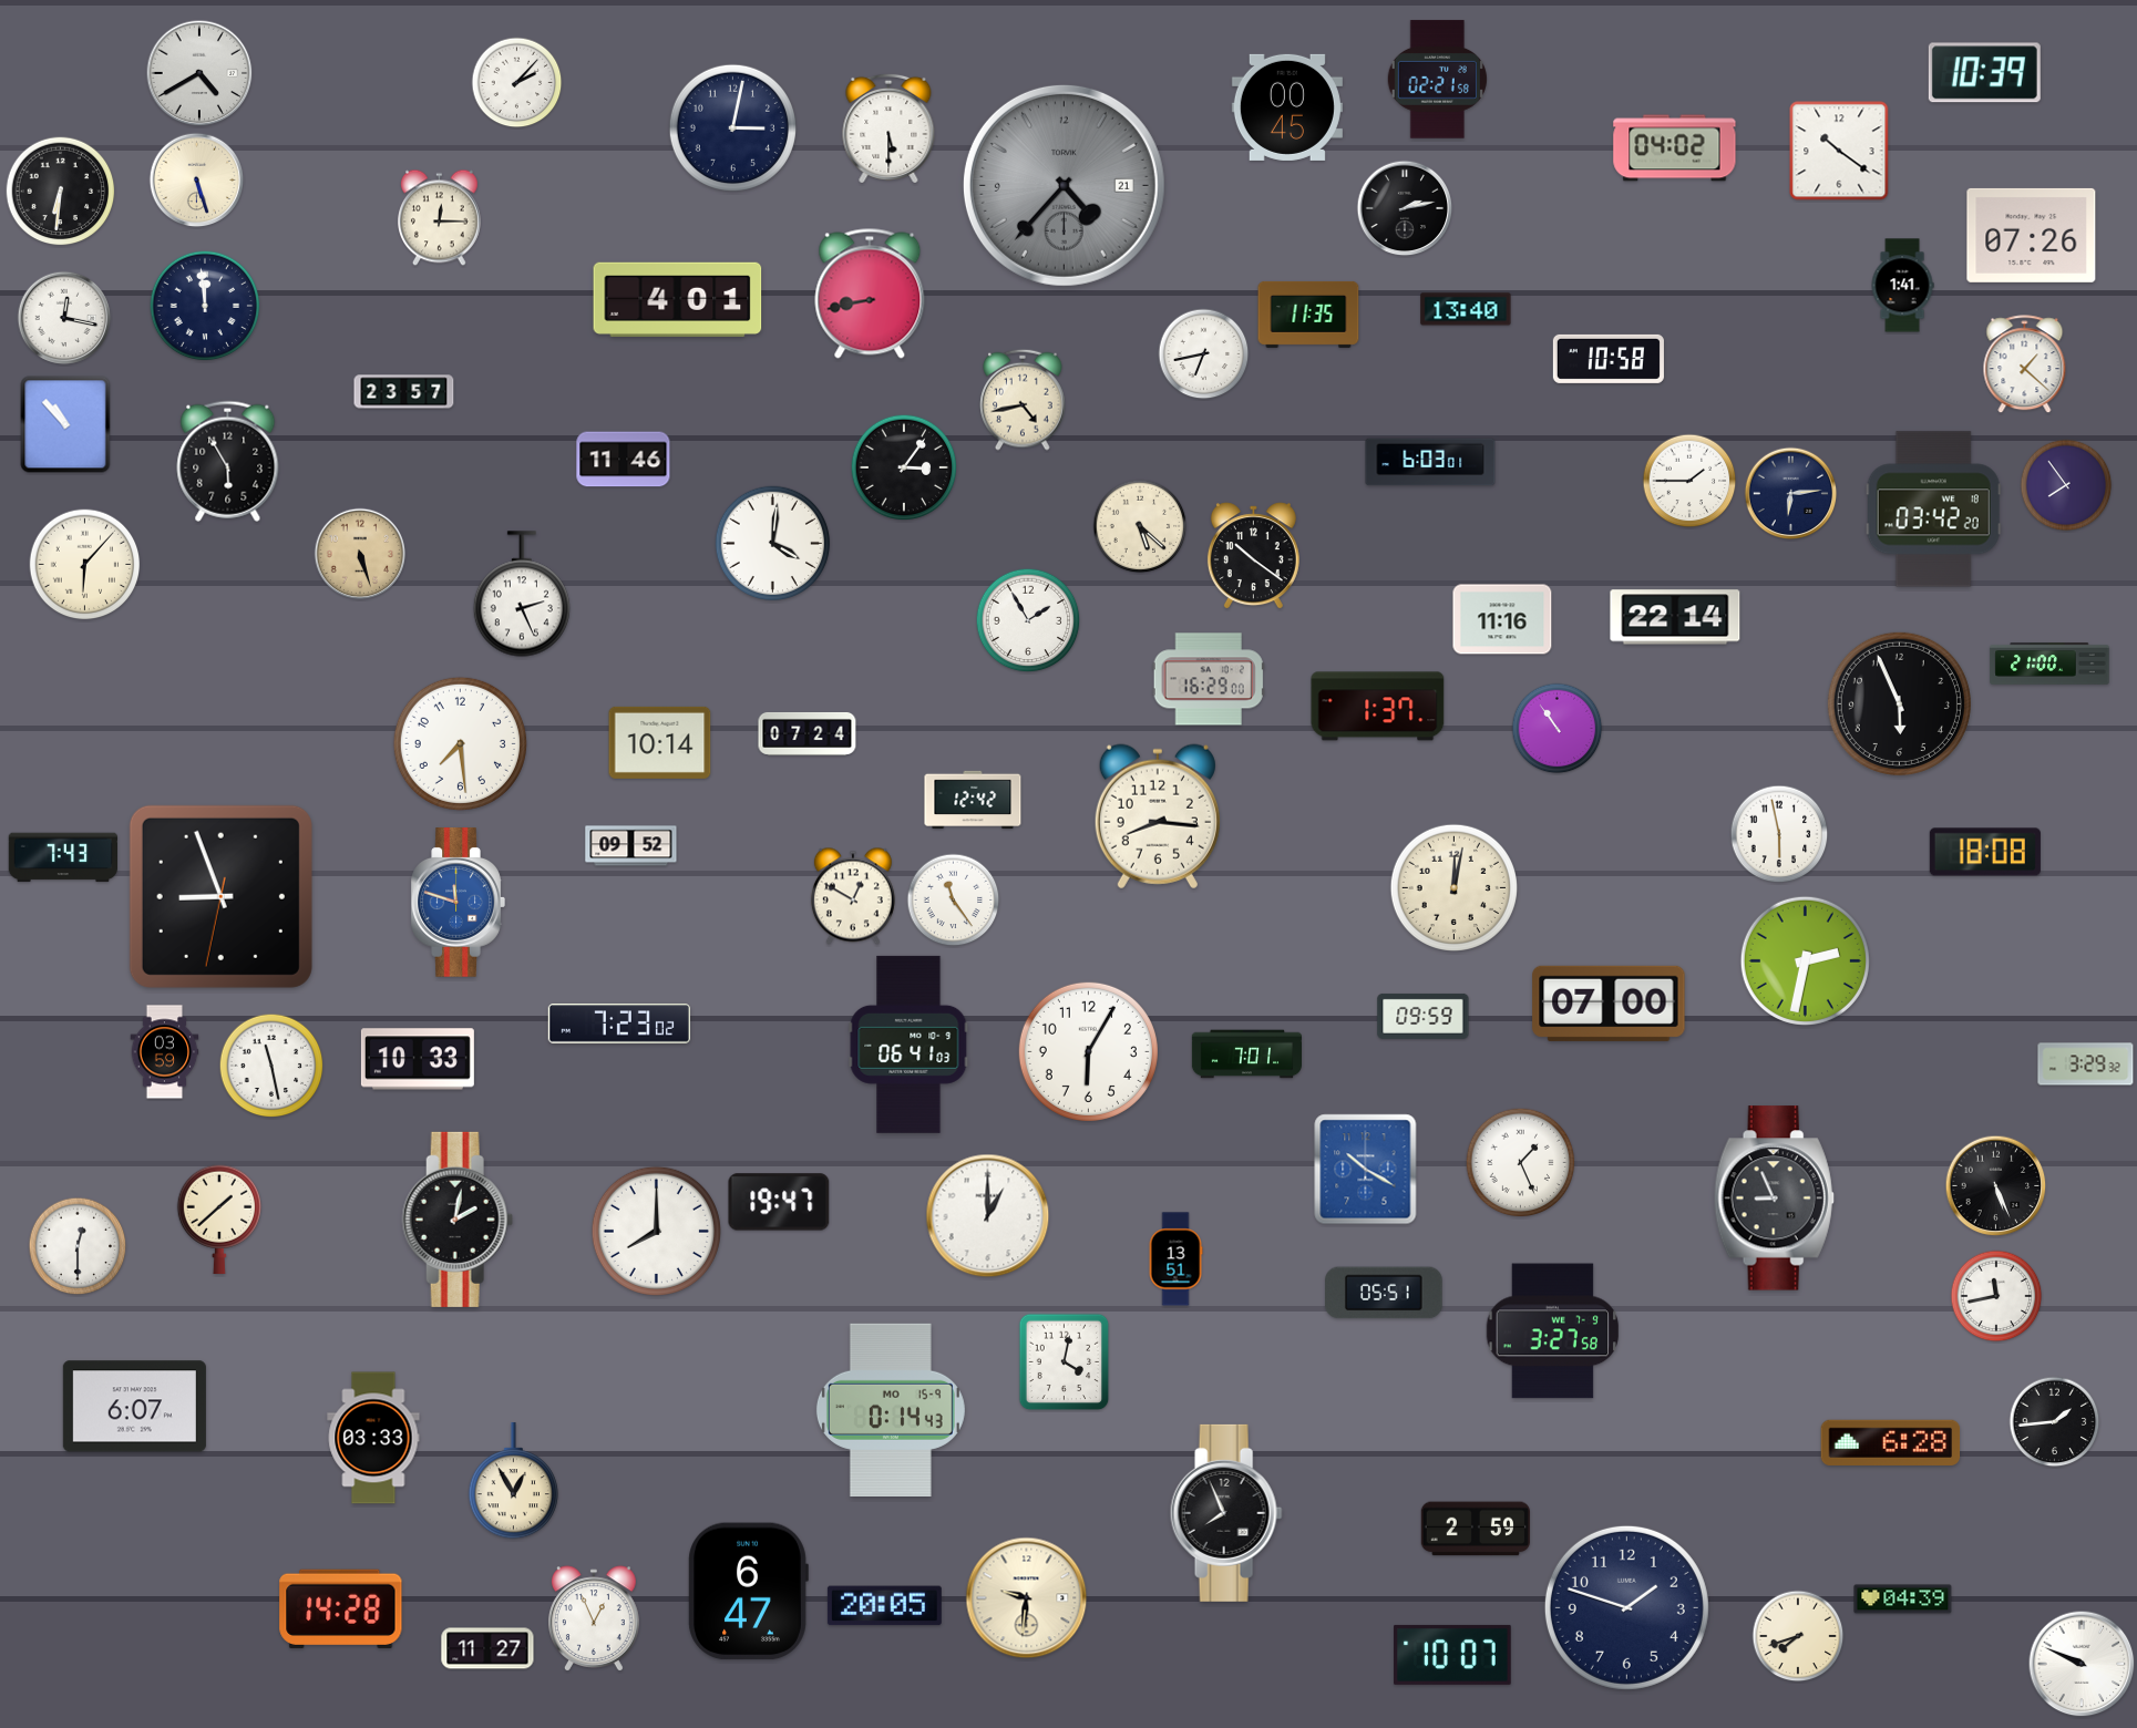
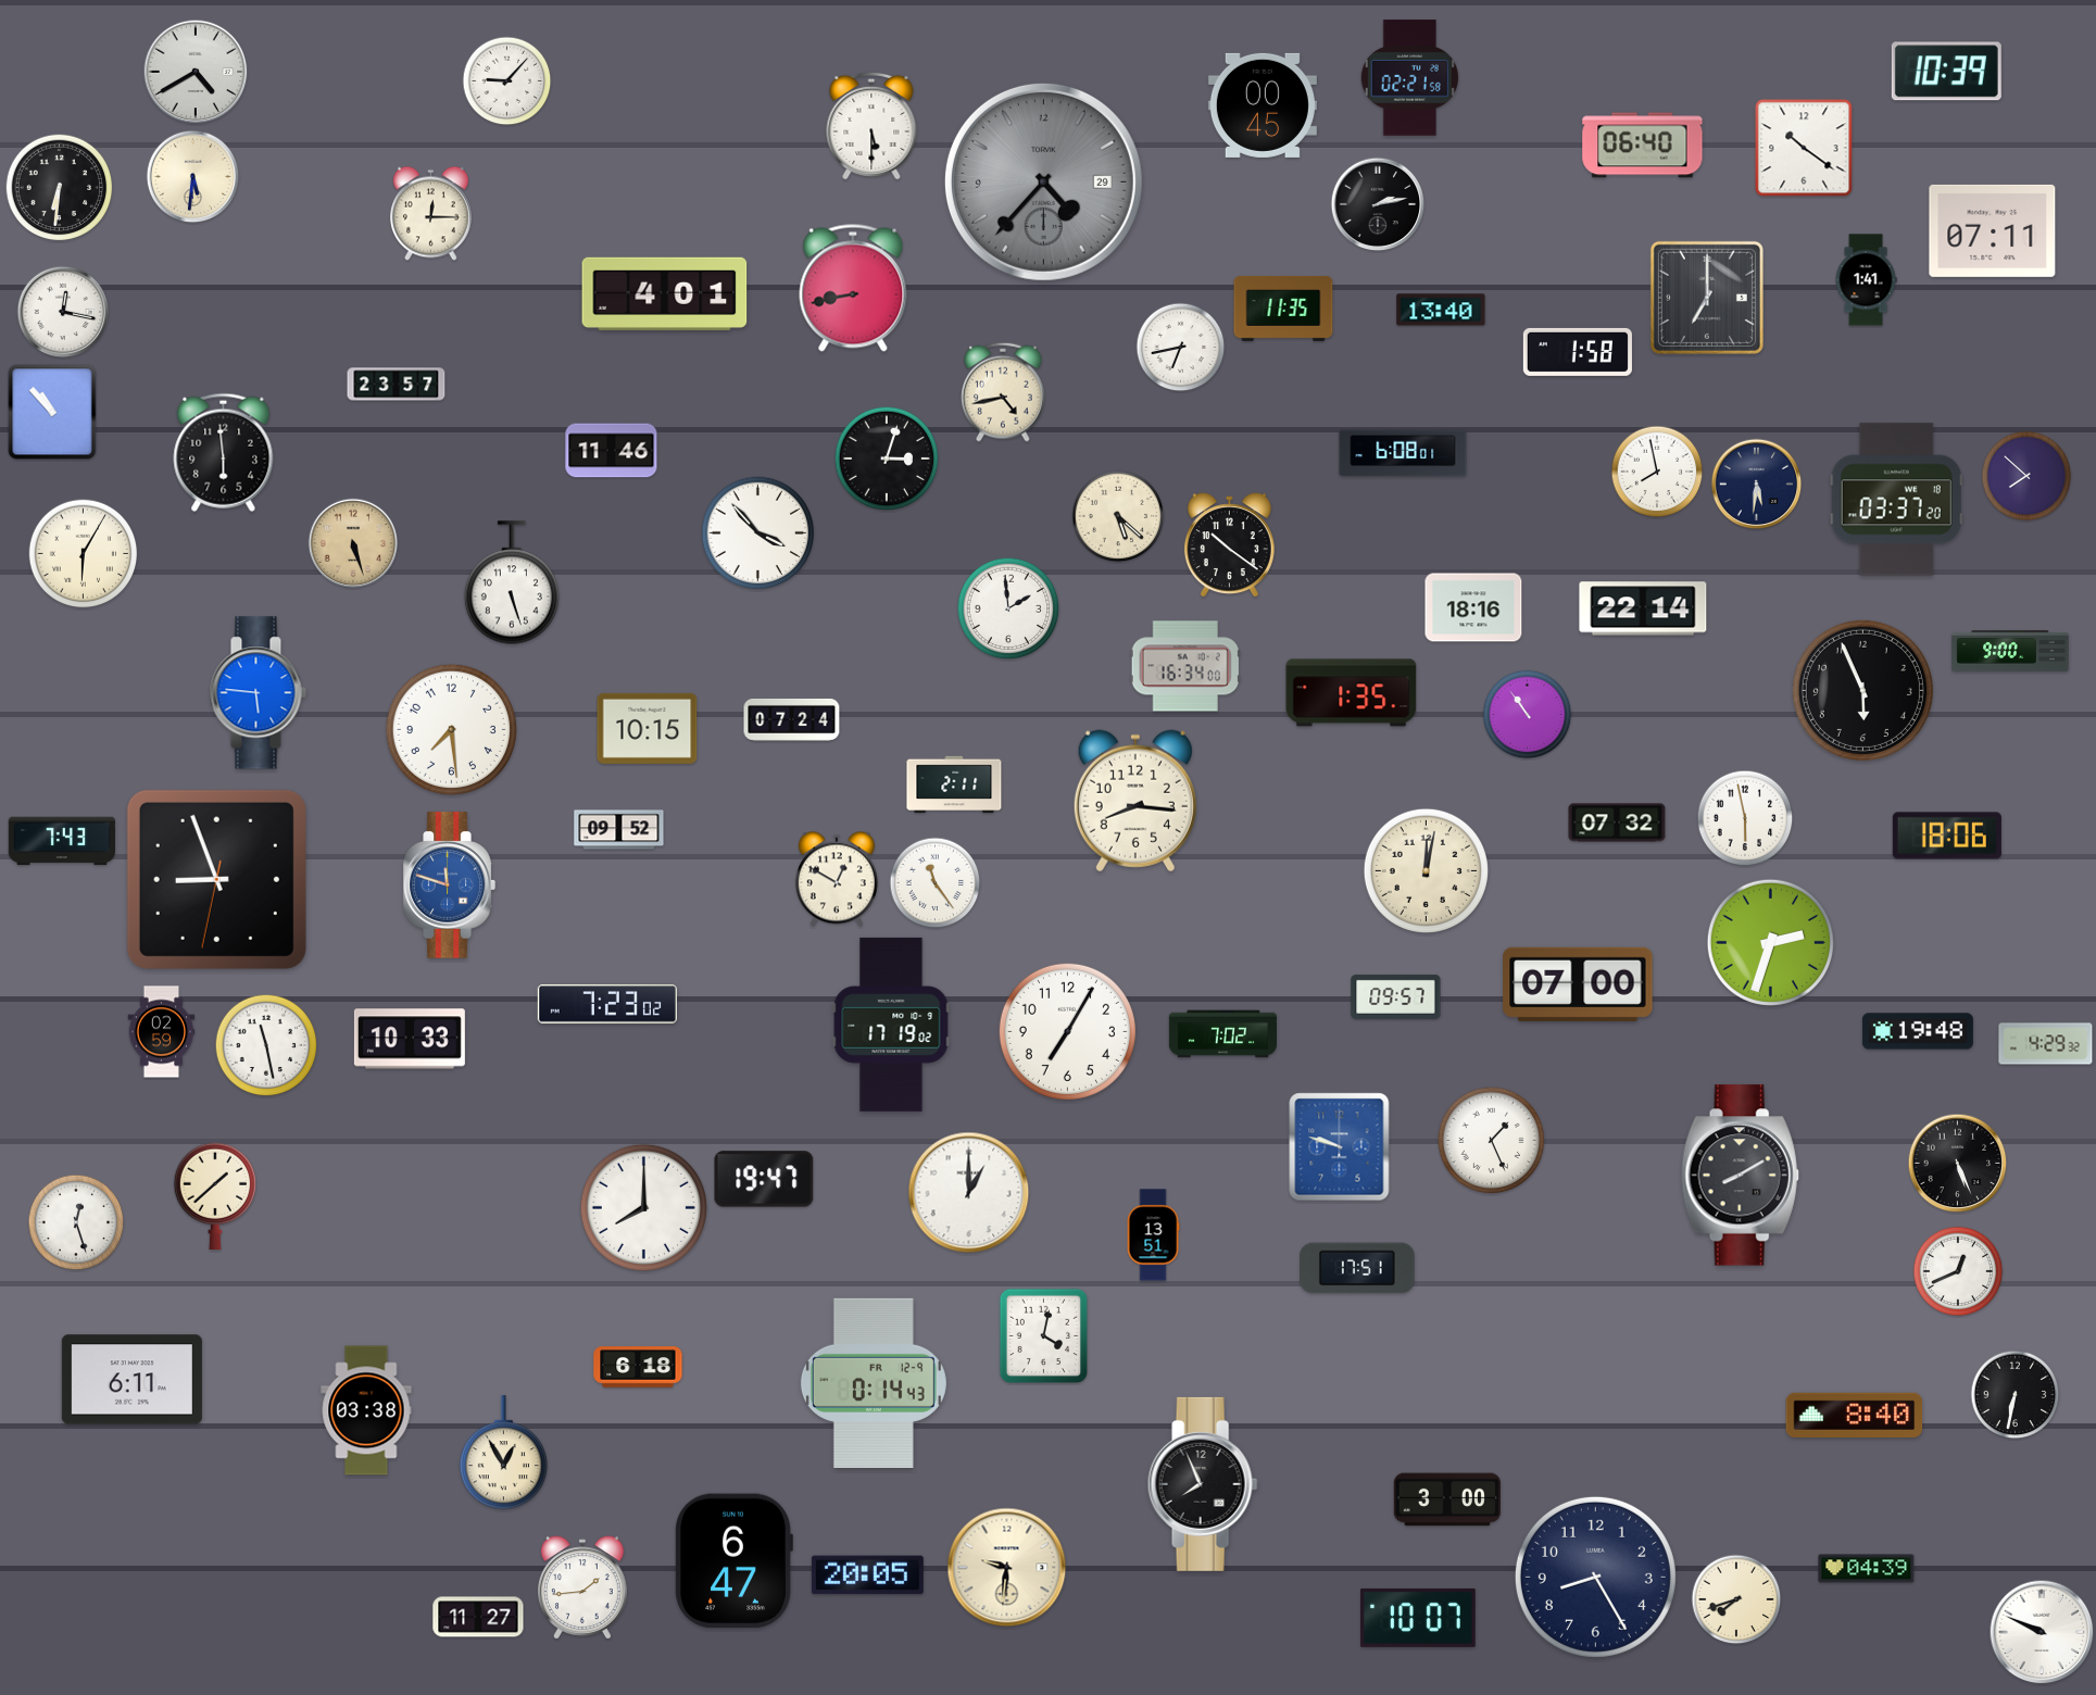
clock at (517, 83): 2:07 -> 9:07
clock at (732, 127): 3:02 -> none
clock at (1675, 148): 04:02 -> 06:40
clock at (197, 181): 5:27 -> 5:31
clock at (1064, 185) date: 21 -> 29
clock at (2032, 235): 07:26 -> 07:11
clock at (1707, 298): none -> 7:00
clock at (205, 306): 11:59 -> none
clock at (1466, 309) position: (1466, 309) -> (1441, 310)
clock at (1609, 359): 10:58 -> 1:58
clock at (2025, 364): 1:22 -> none
clock at (65, 424) position: (65, 424) -> (52, 412)
clock at (228, 461): 5:55 -> 5:59
clock at (1430, 462): 6:03 -> 6:08
clock at (904, 467): 3:06 -> 3:03
clock at (1689, 481): 1:45 -> 7:58
clock at (2066, 485): 7:54 -> 7:52
clock at (1791, 494): 6:14 -> 5:31
clock at (1933, 510): 03:42 -> 03:37
clock at (773, 544): 4:01 -> 3:53
clock at (85, 565): 6:07 -> 6:05
clock at (522, 594): 2:26 -> 5:27
clock at (1675, 617) position: (1675, 617) -> (1643, 608)
clock at (1502, 619): 11:16 -> 18:16
clock at (1028, 620): 1:55 -> 1:59
clock at (2049, 665): 21:00 -> 9:00
clock at (1209, 679): 16:29 -> 16:34
clock at (258, 693): none -> 5:46
clock at (1378, 707): 1:37 -> 1:35
clock at (660, 742): 10:14 -> 10:15
clock at (973, 800): 12:42 -> 2:11
clock at (1617, 823): none -> 07:32
clock at (1985, 852): 18:08 -> 18:06
clock at (1805, 960): 2:32 -> 2:33
clock at (1424, 1016): 09:59 -> 09:57
clock at (908, 1045): 06:41 -> 17:19
clock at (1088, 1051): 6:05 -> 7:05
clock at (1918, 1031): none -> 19:48
clock at (165, 1052): 03:59 -> 02:59
clock at (1246, 1055): 7:01 -> 7:02
clock at (2086, 1064): 3:29 -> 4:29
clock at (1366, 1170): 10:20 -> 9:48
clock at (1774, 1199): 8:56 -> 8:10
clock at (458, 1220): 2:02 -> none
clock at (78, 1246): 12:30 -> 12:27
clock at (1384, 1293): 05:51 -> 17:51
clock at (1996, 1296): 11:43 -> 12:41
clock at (1553, 1331): 3:27 -> none
clock at (638, 1367): none -> 6:18
clock at (134, 1407): 6:07 -> 6:11
clock at (891, 1410) date: MO 15-9 -> FR 12-9
clock at (2055, 1422): 1:44 -> 6:32
clock at (373, 1438): 03:33 -> 03:38
clock at (1891, 1442): 6:28 -> 8:40
clock at (1476, 1529): 2:59 -> 3:00
clock at (1626, 1607): 1:48 -> 8:25
clock at (341, 1608): 14:28 -> none
clock at (594, 1618): 12:56 -> 1:44
clock at (1798, 1636) position: (1798, 1636) -> (1736, 1599)
clock at (1452, 1655) position: (1452, 1655) -> (1418, 1618)
